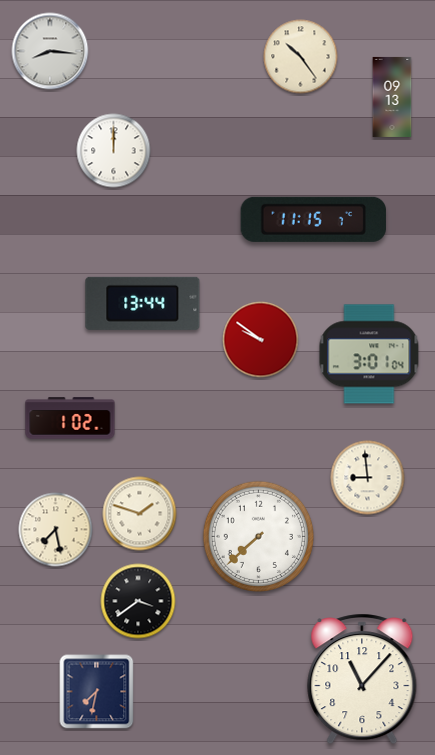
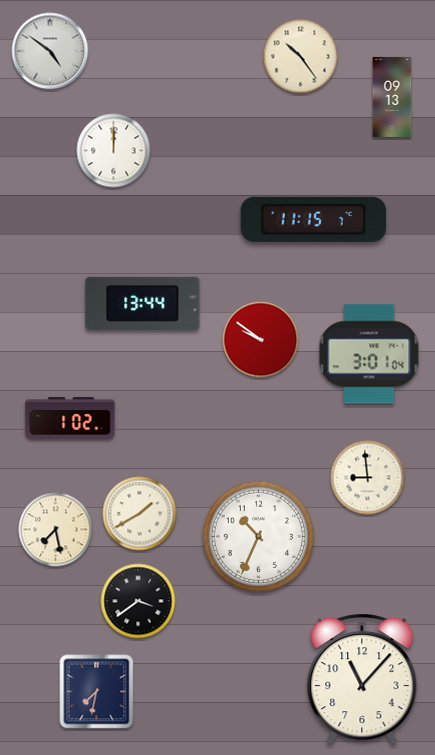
clock at (50, 51): 8:16 -> 4:51
clock at (140, 514): 1:48 -> 1:40
clock at (258, 536): 7:38 -> 10:34
